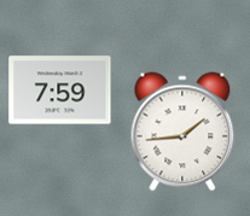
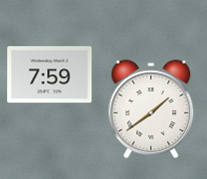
clock at (182, 132): 1:44 -> 1:39
